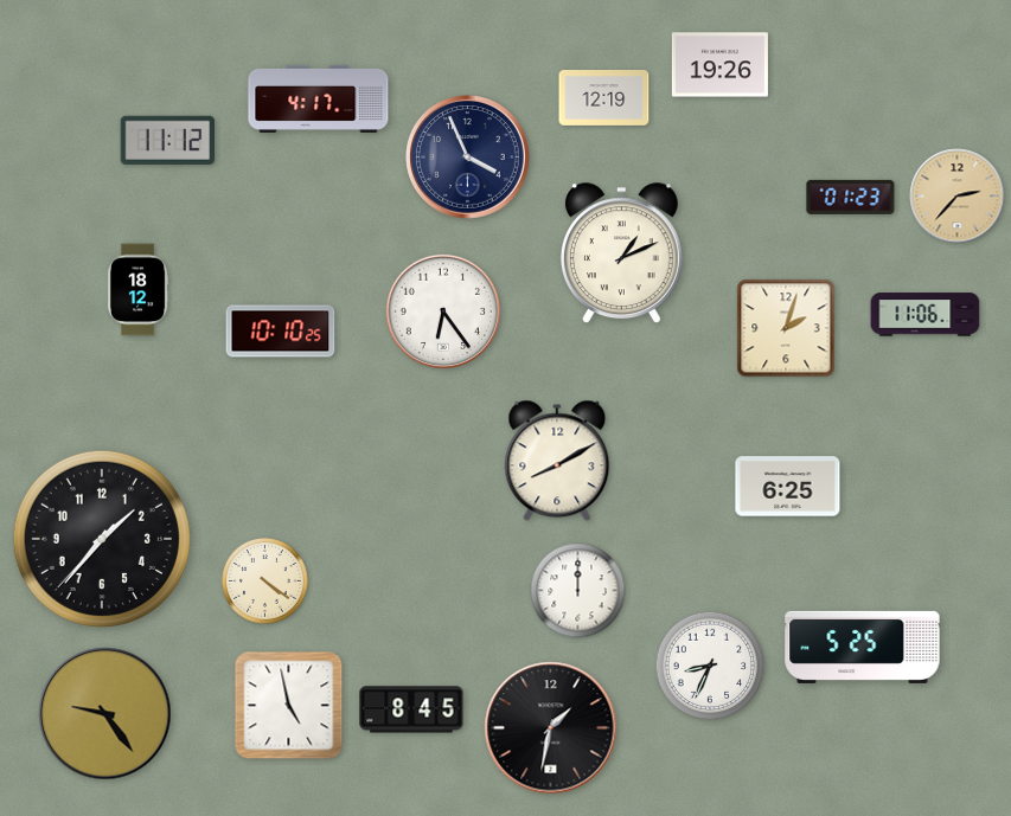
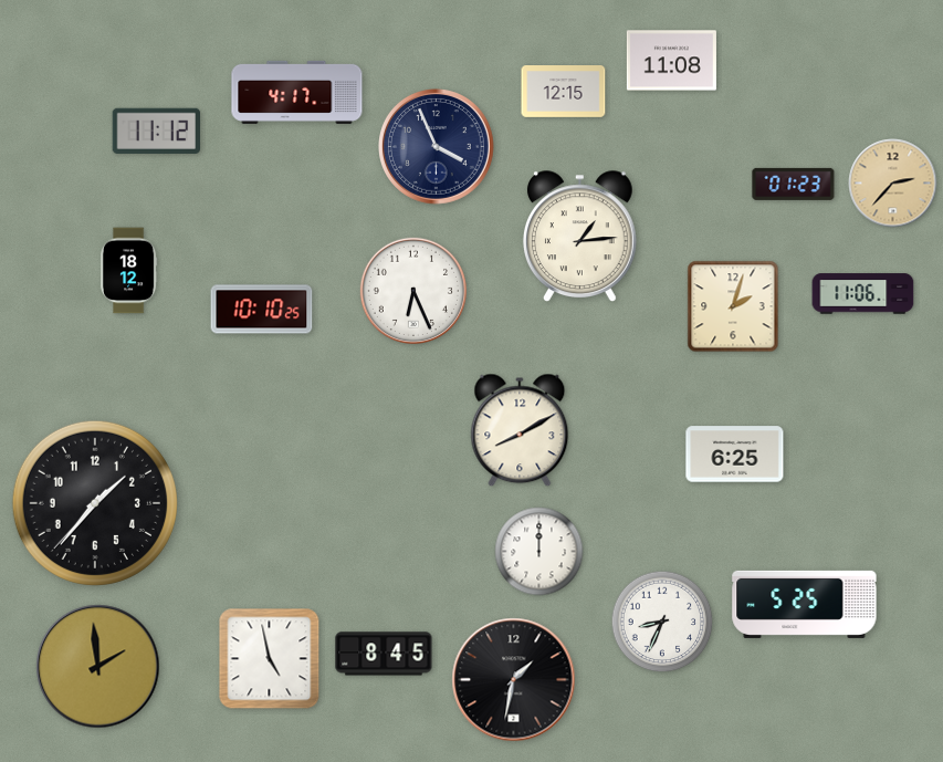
clock at (719, 65): 19:26 -> 11:08
clock at (604, 98): 12:19 -> 12:15
clock at (621, 252): 1:11 -> 1:14
clock at (443, 311): 6:24 -> 6:26
clock at (265, 582): 4:21 -> none
clock at (411, 709) position: (411, 709) -> (384, 654)
clock at (105, 714): 9:24 -> 1:59
